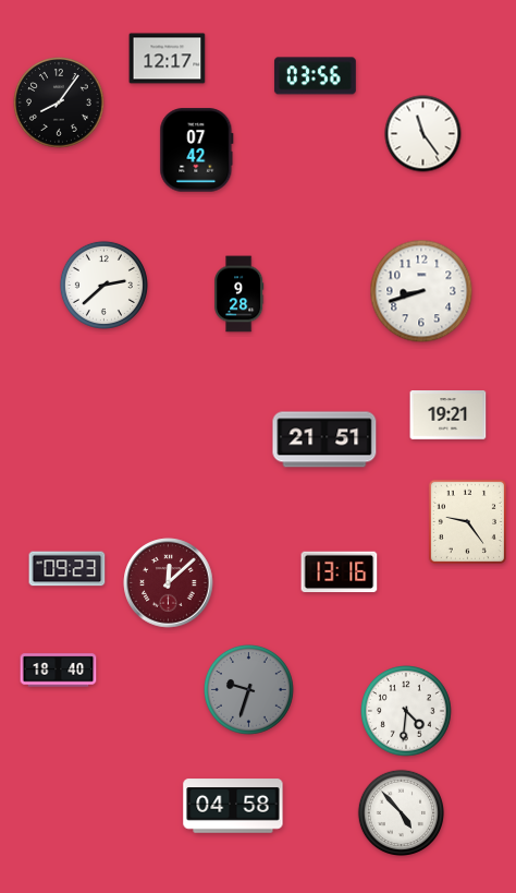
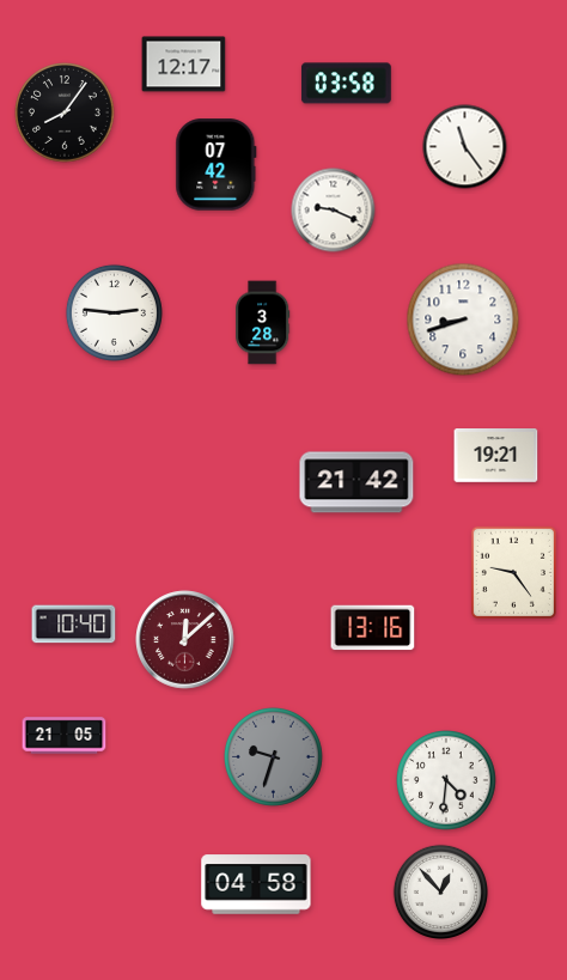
clock at (315, 76): 03:56 -> 03:58
clock at (334, 211): none -> 9:19
clock at (103, 285): 2:38 -> 2:46
clock at (239, 294): 9:28 -> 3:28
clock at (449, 415) position: (449, 415) -> (496, 456)
clock at (324, 439): 21:51 -> 21:42
clock at (67, 569): 09:23 -> 10:40
clock at (59, 671): 18:40 -> 21:05
clock at (401, 812): 4:53 -> 12:53
